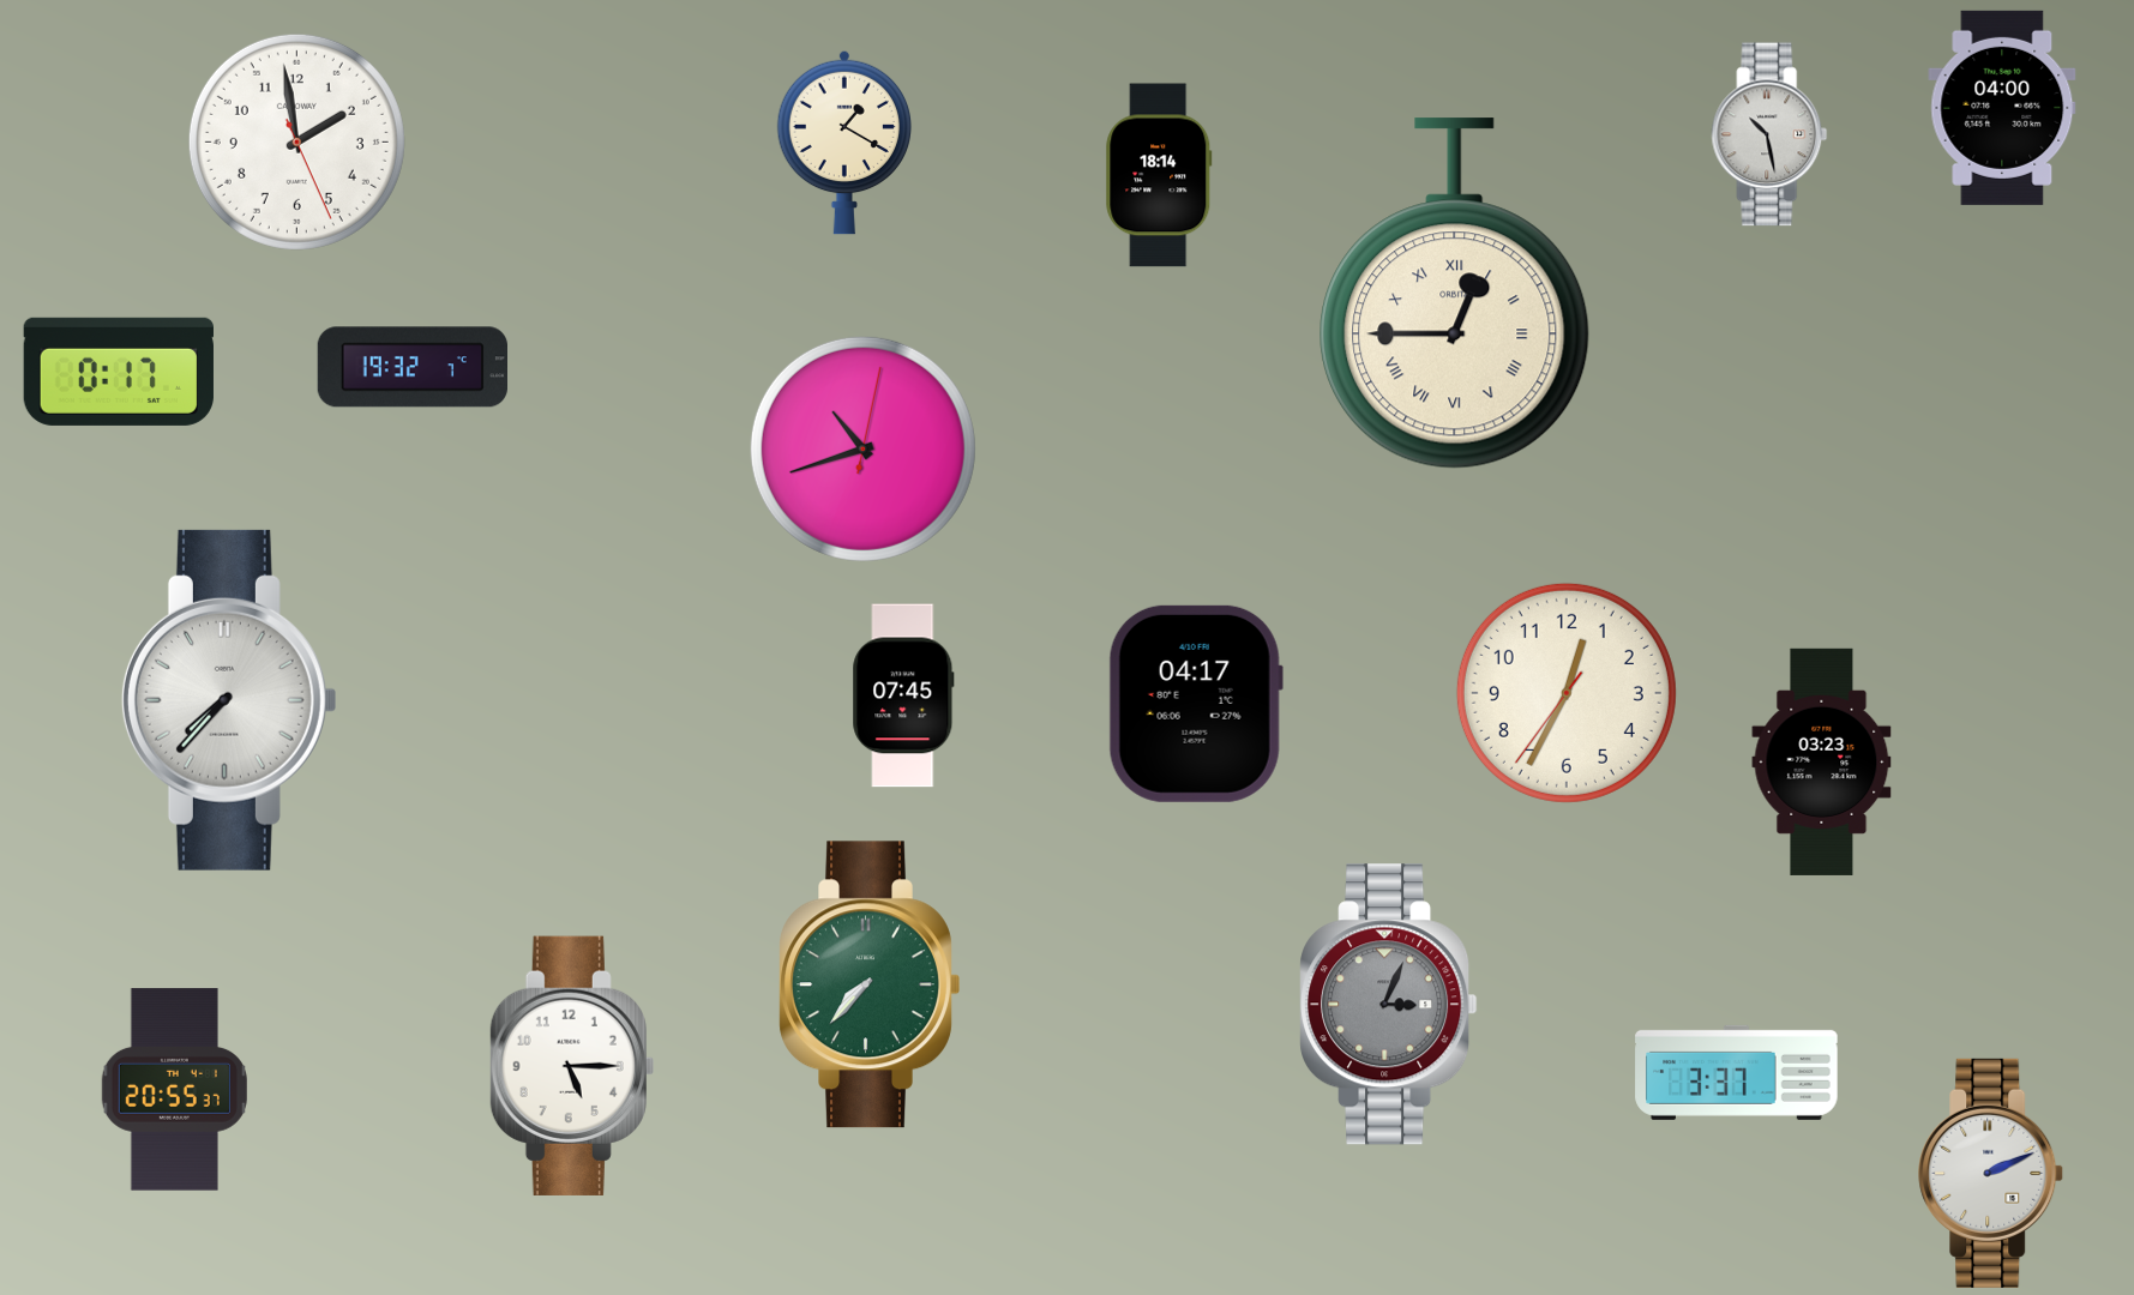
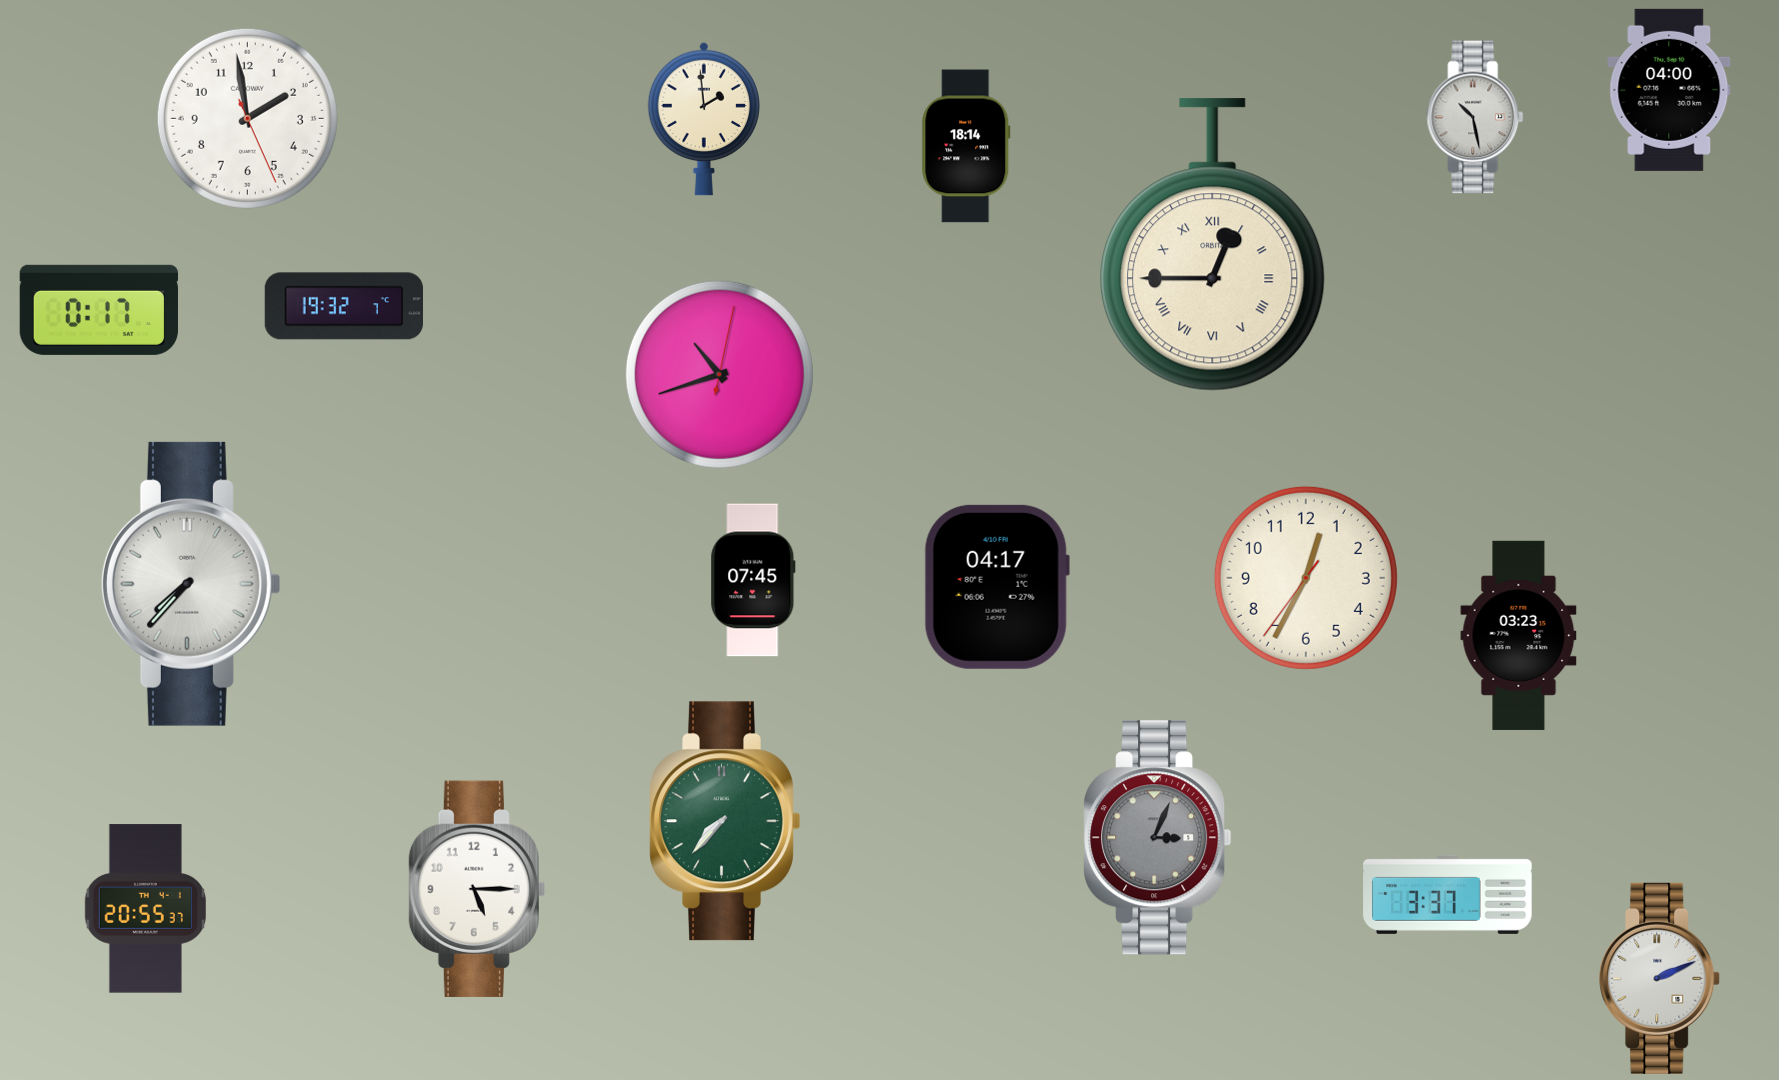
clock at (1769, 134) position: (1769, 134) -> (1475, 117)
clock at (844, 143): 1:20 -> 1:59
